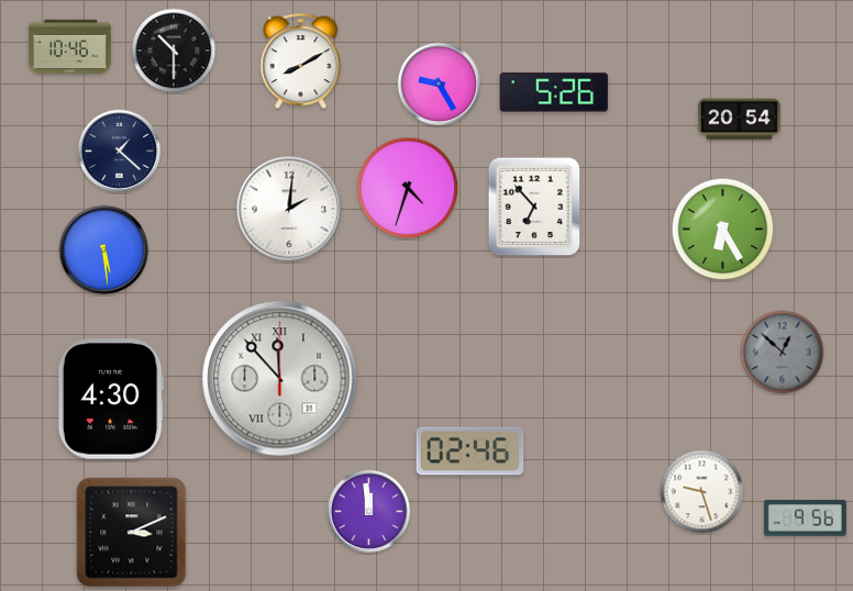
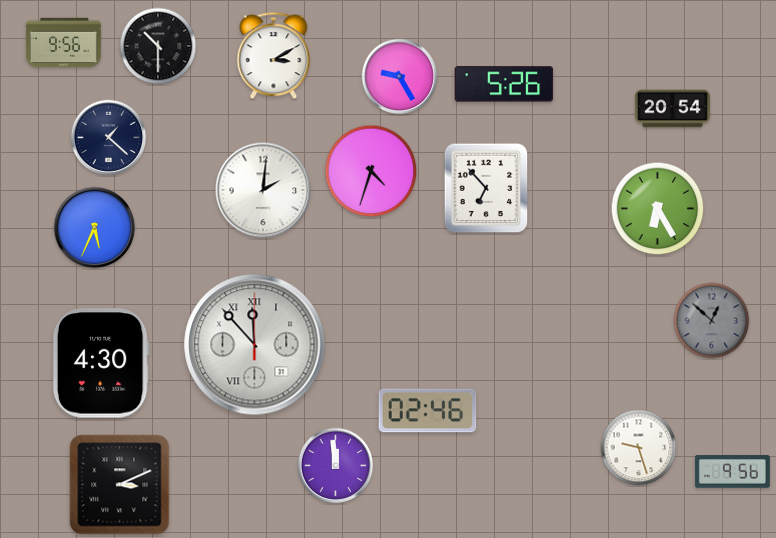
clock at (69, 47): 10:46 -> 9:56
clock at (301, 62): 8:10 -> 3:10
clock at (104, 250): 5:29 -> 5:34
